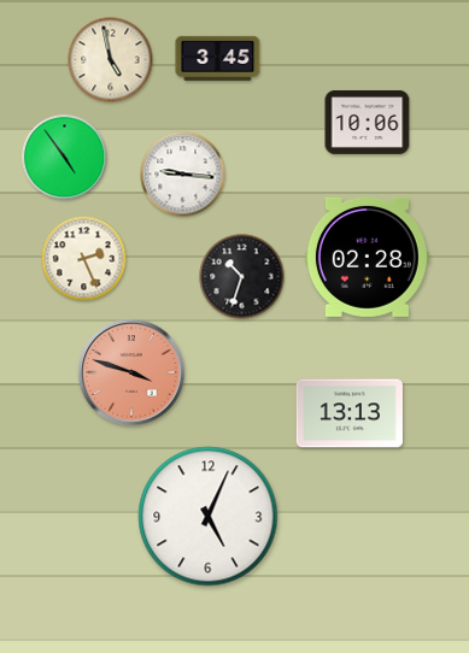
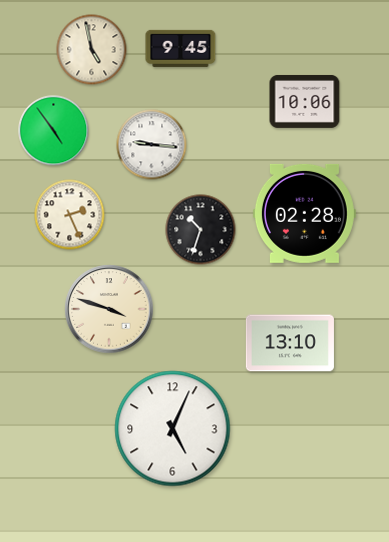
clock at (218, 58): 3:45 -> 9:45
clock at (131, 372) dial: salmon -> cream
clock at (350, 413): 13:13 -> 13:10
